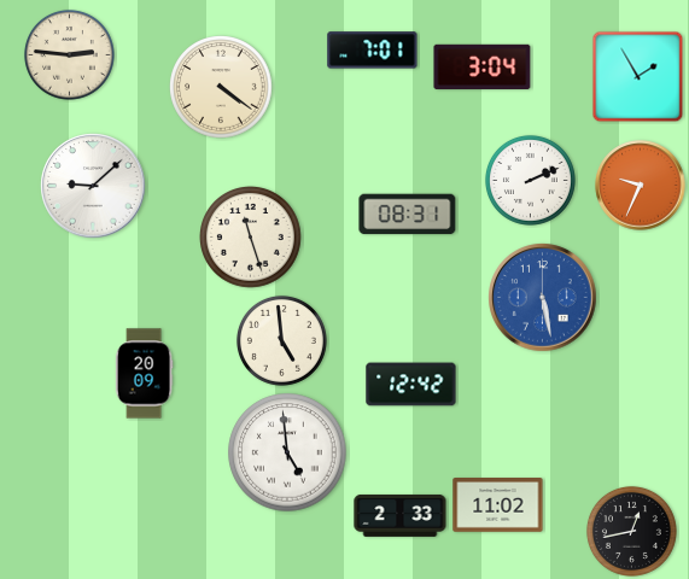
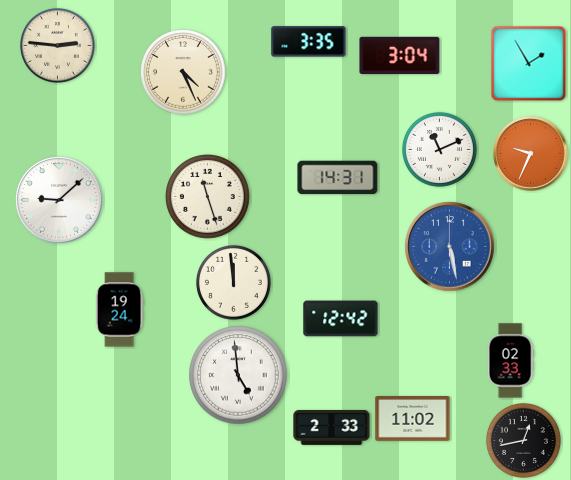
clock at (373, 51): 7:01 -> 3:35
clock at (221, 87): 4:21 -> 4:26
clock at (530, 180): 2:11 -> 11:11
clock at (93, 186) position: (93, 186) -> (59, 200)
clock at (408, 215): 08:31 -> 14:31
clock at (281, 340): 4:59 -> 11:59
clock at (144, 374): 20:09 -> 19:24
clock at (510, 361): none -> 02:33
